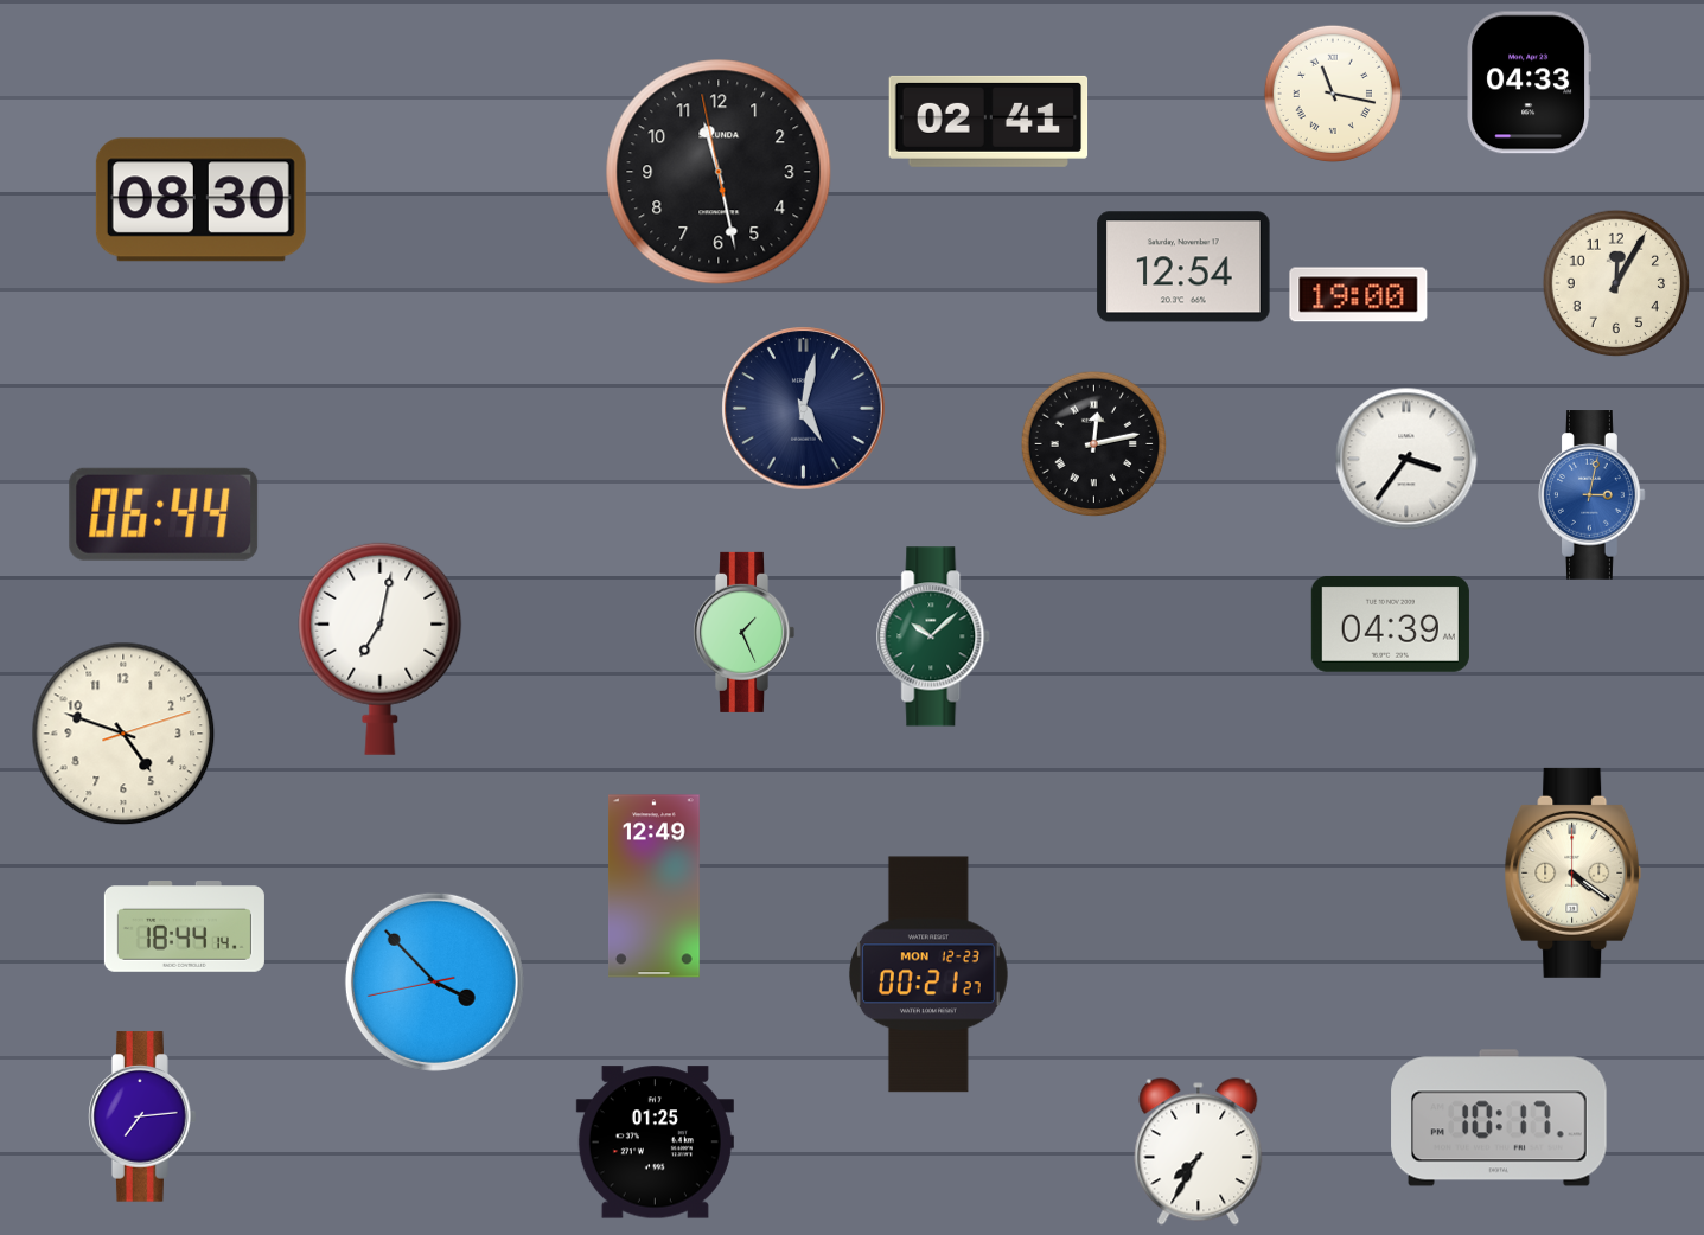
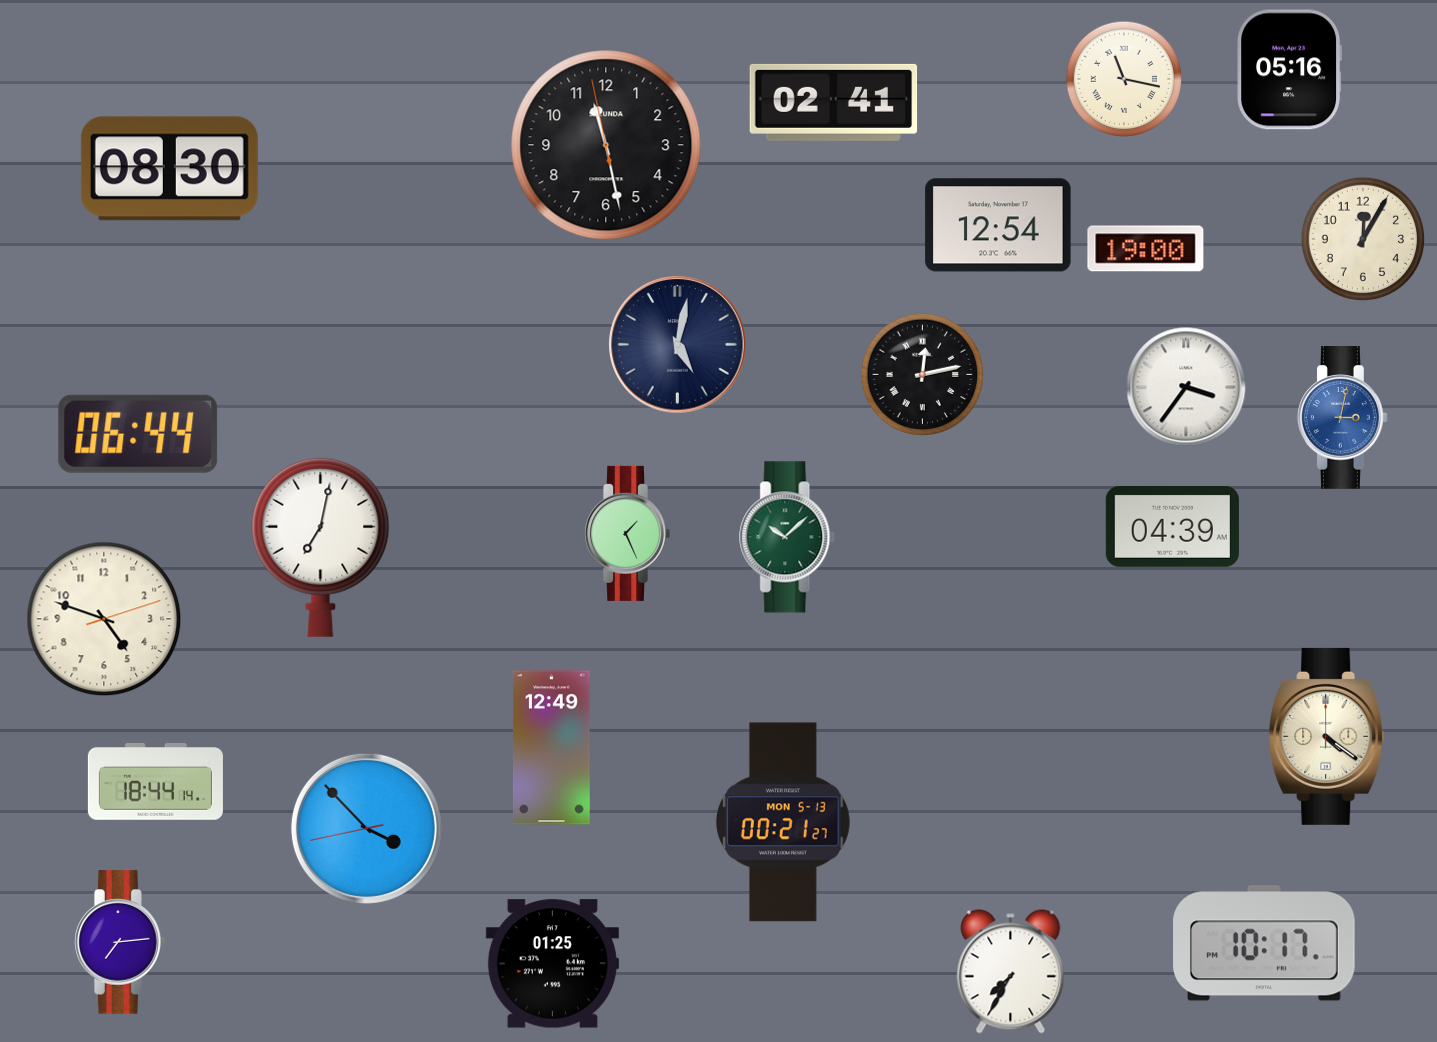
clock at (1530, 83): 04:33 -> 05:16
clock at (928, 974) date: MON 12-23 -> MON 5-13
